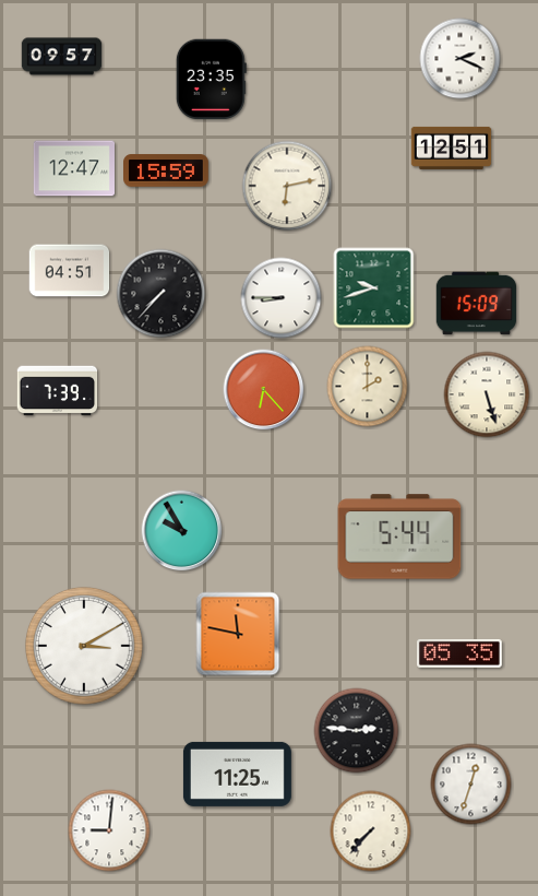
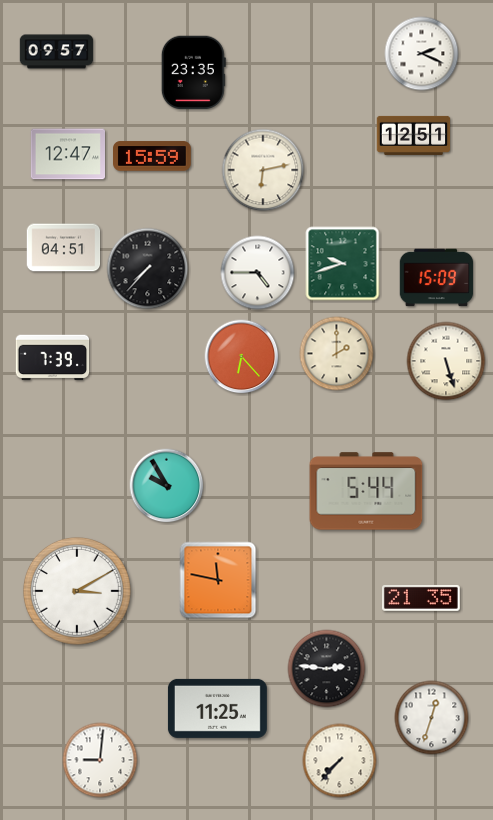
clock at (282, 298): 8:45 -> 4:45
clock at (459, 653): 05:35 -> 21:35
